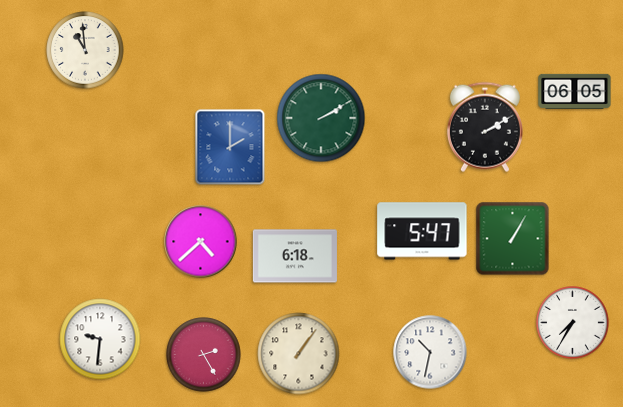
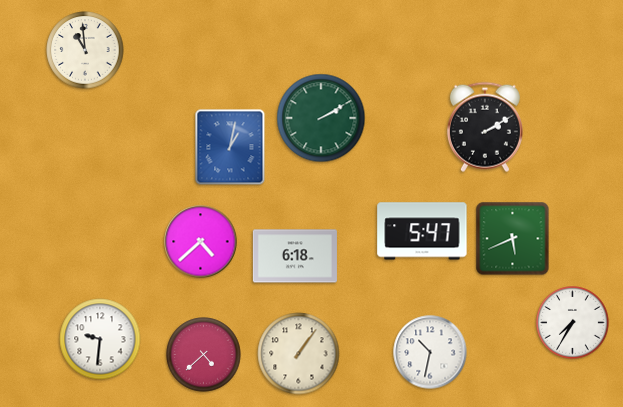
clock at (575, 91): 06:05 -> none
clock at (230, 147): 2:00 -> 1:02
clock at (513, 239): 1:05 -> 5:41
clock at (204, 355): 2:25 -> 4:38
